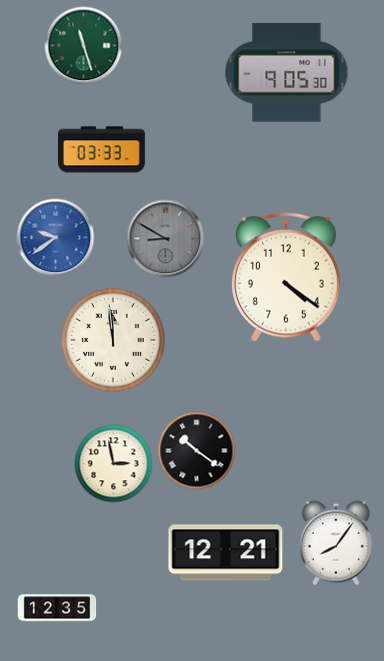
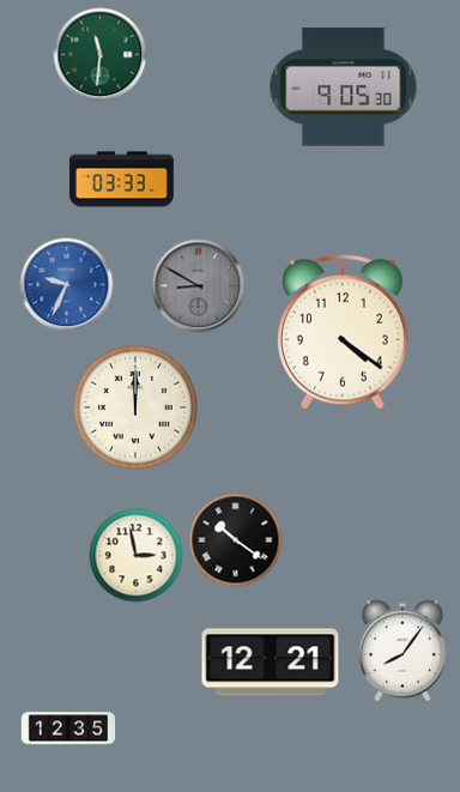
clock at (83, 45): 11:27 -> 11:31
clock at (55, 237): 9:39 -> 9:34
clock at (113, 340): 11:59 -> 12:00
